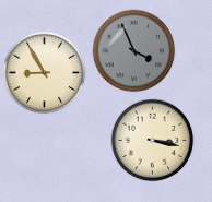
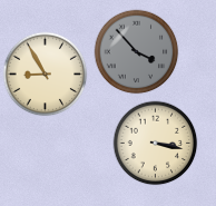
clock at (134, 51): 3:56 -> 3:53
